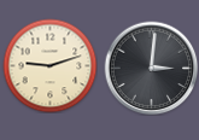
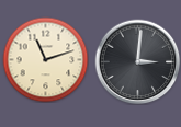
clock at (49, 65): 9:12 -> 11:12
